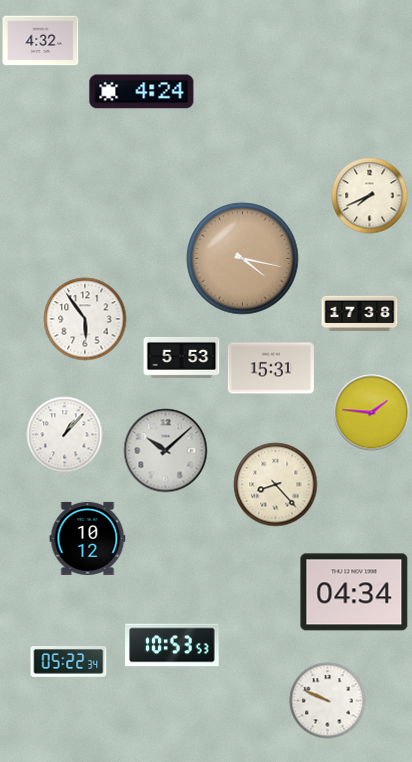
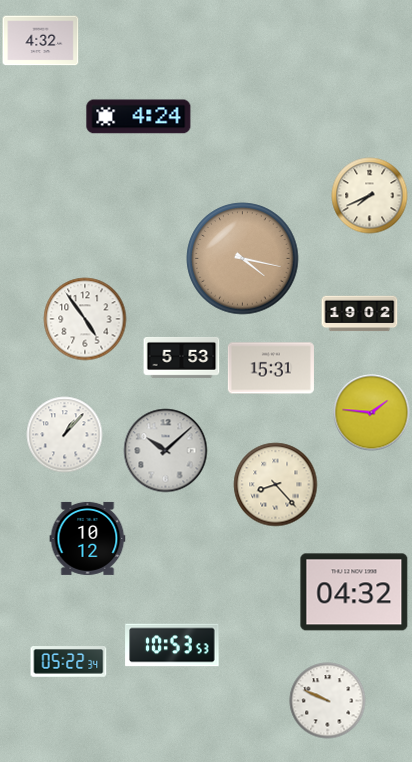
clock at (142, 92) position: (142, 92) -> (139, 117)
clock at (360, 314): 17:38 -> 19:02
clock at (85, 319): 5:54 -> 4:54
clock at (354, 592): 04:34 -> 04:32
